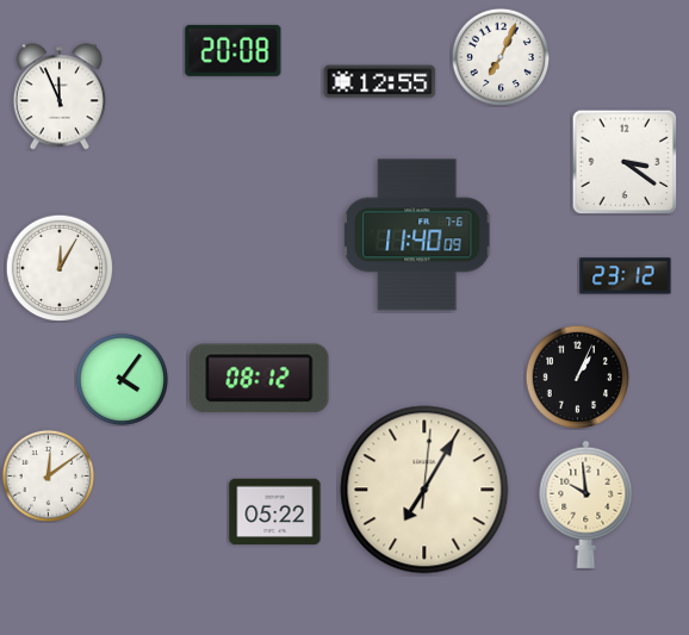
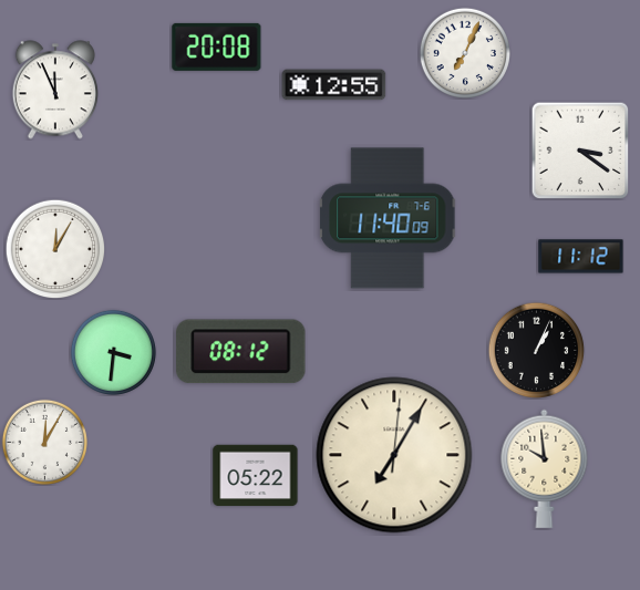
clock at (380, 82) position: (380, 82) -> (334, 85)
clock at (626, 276): 23:12 -> 11:12
clock at (122, 379): 4:06 -> 3:31
clock at (48, 475): 12:09 -> 12:05
